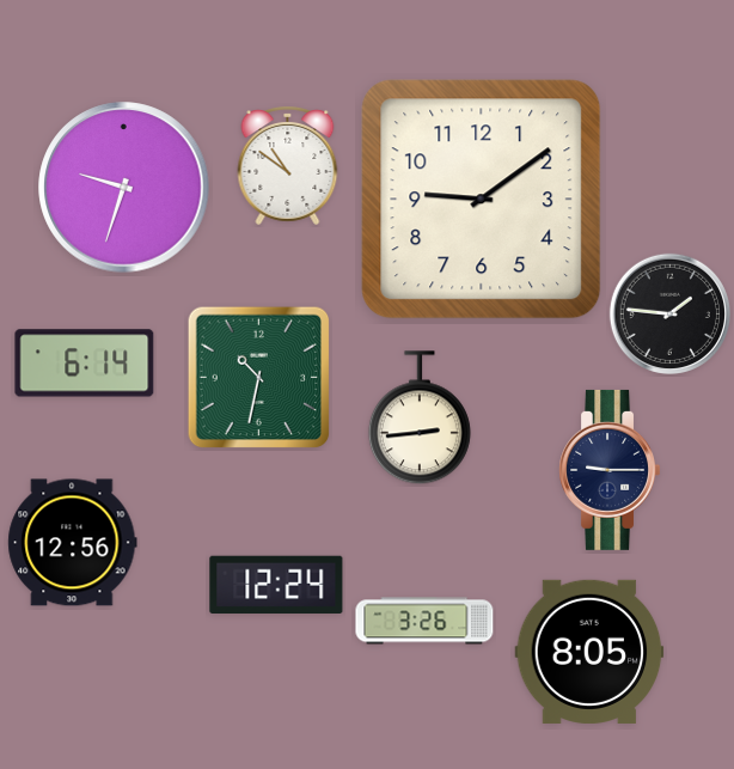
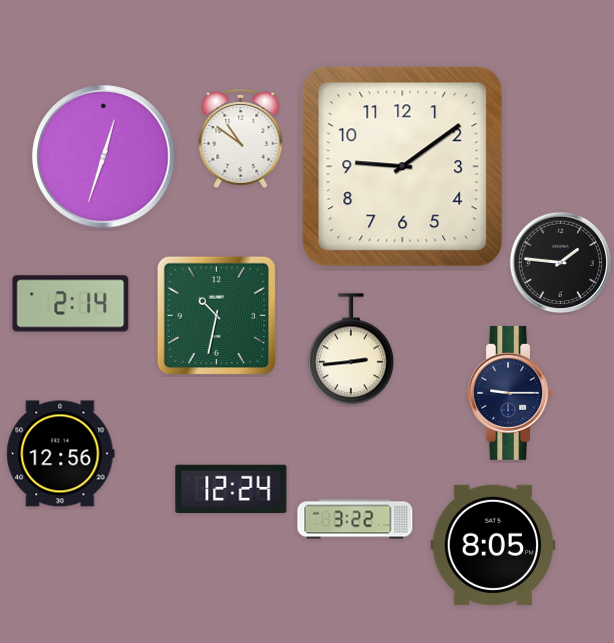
clock at (124, 188): 9:33 -> 12:33
clock at (85, 364): 6:14 -> 2:14
clock at (424, 621): 3:26 -> 3:22
